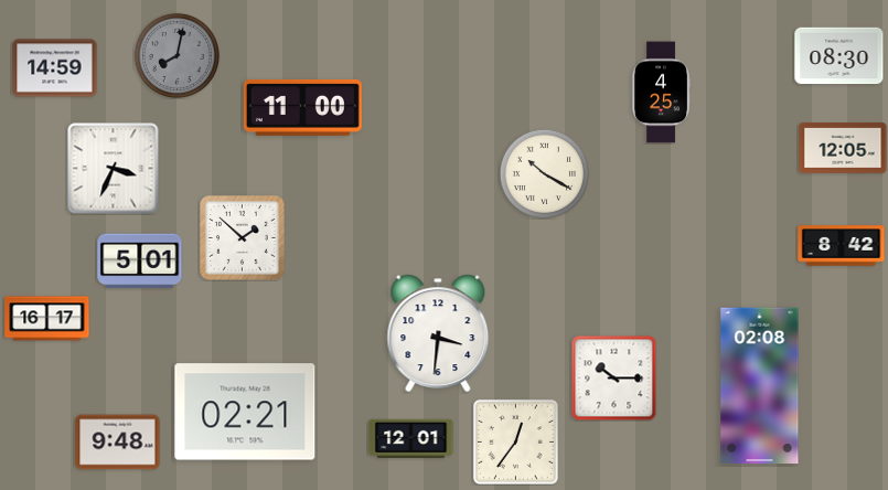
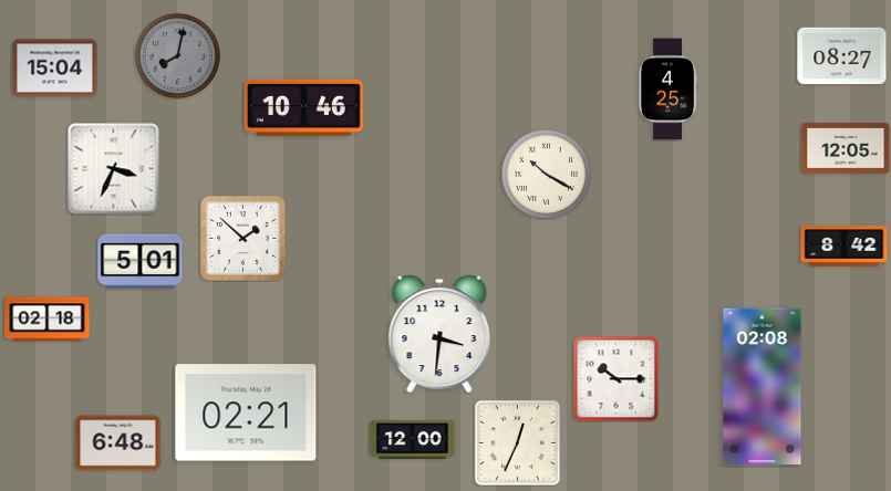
clock at (839, 56): 08:30 -> 08:27
clock at (55, 68): 14:59 -> 15:04
clock at (661, 93) position: (661, 93) -> (667, 90)
clock at (302, 107): 11:00 -> 10:46
clock at (47, 319): 16:17 -> 02:18
clock at (411, 438): 12:01 -> 12:00
clock at (515, 441): 12:36 -> 12:34
clock at (118, 443): 9:48 -> 6:48
